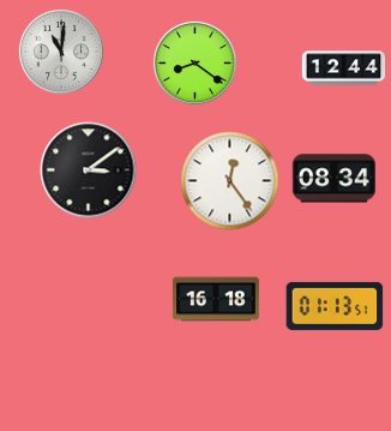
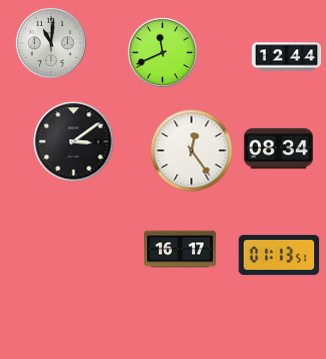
clock at (194, 62): 8:21 -> 11:41
clock at (216, 299): 16:18 -> 16:17
